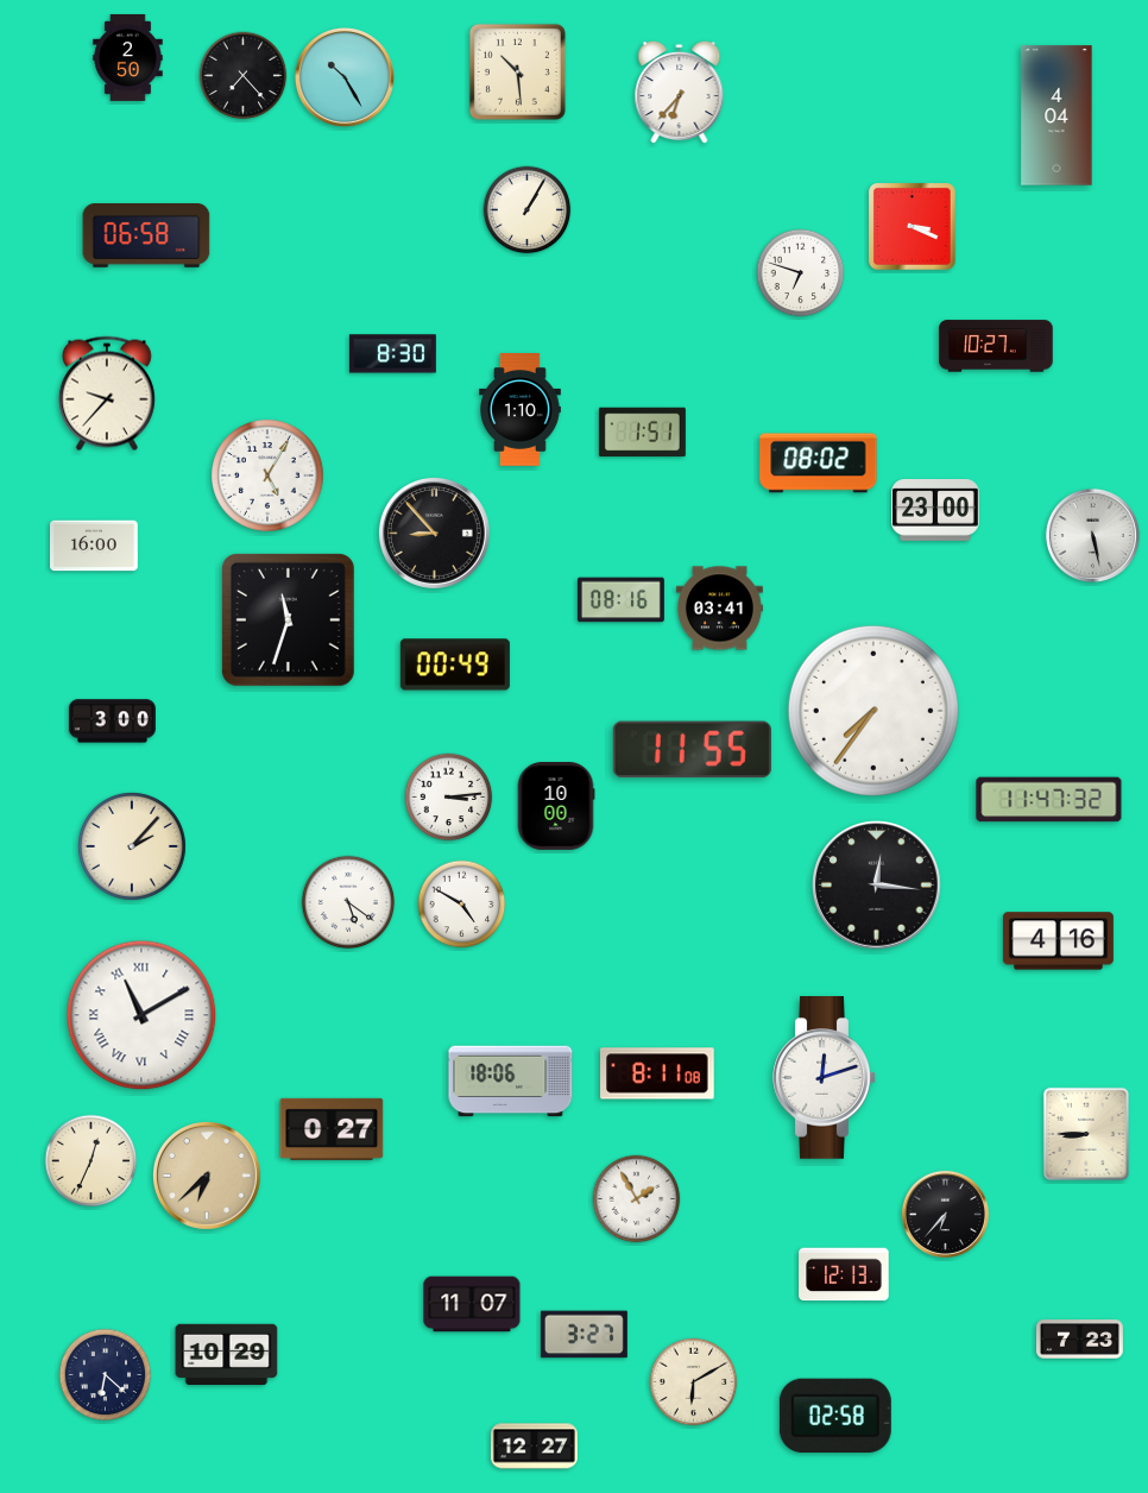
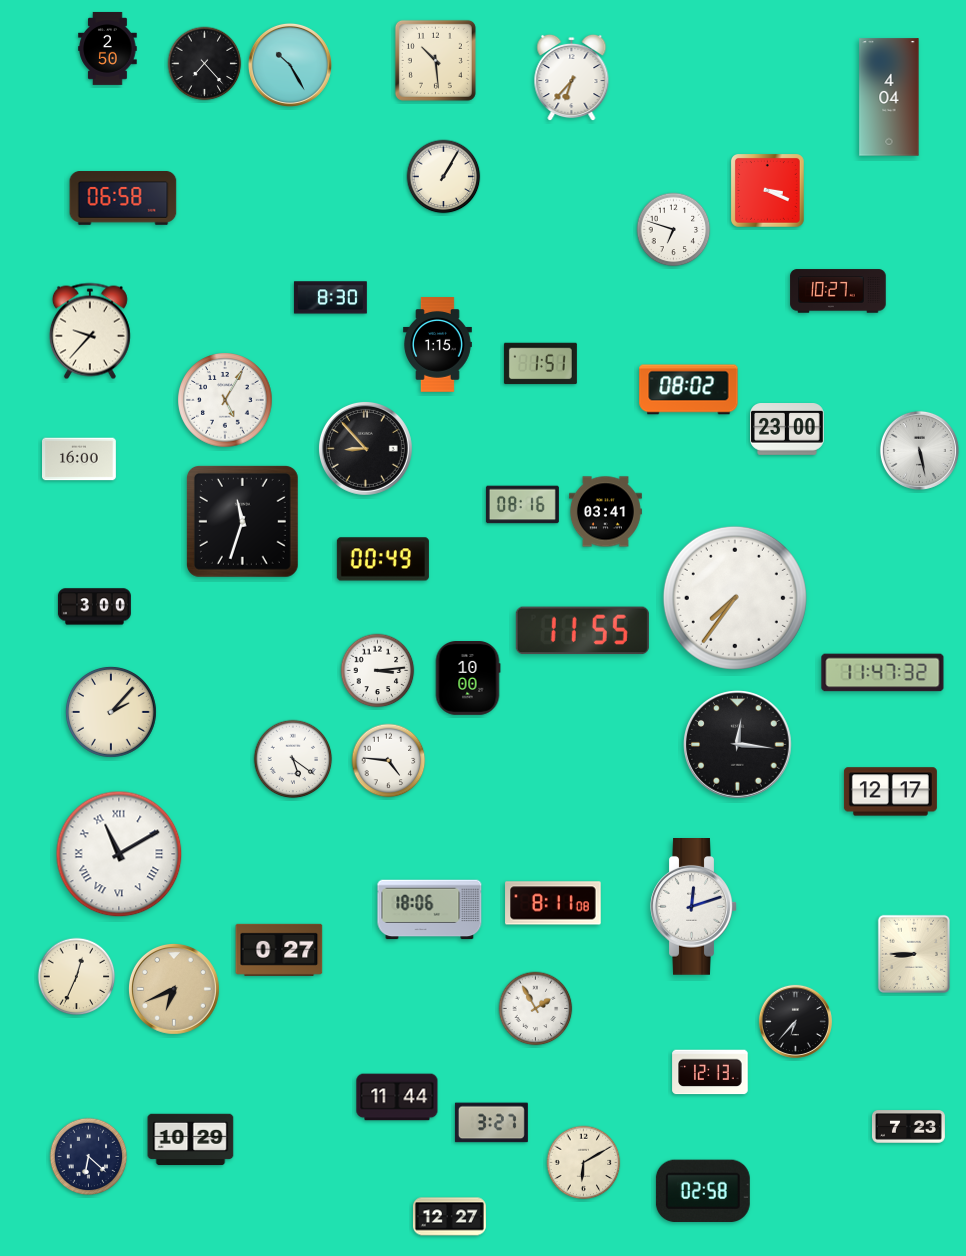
clock at (519, 410): 1:10 -> 1:15
clock at (462, 905): 4:50 -> 4:46
clock at (1058, 941): 4:16 -> 12:17
clock at (207, 1176): 6:38 -> 6:41
clock at (472, 1304): 11:07 -> 11:44
